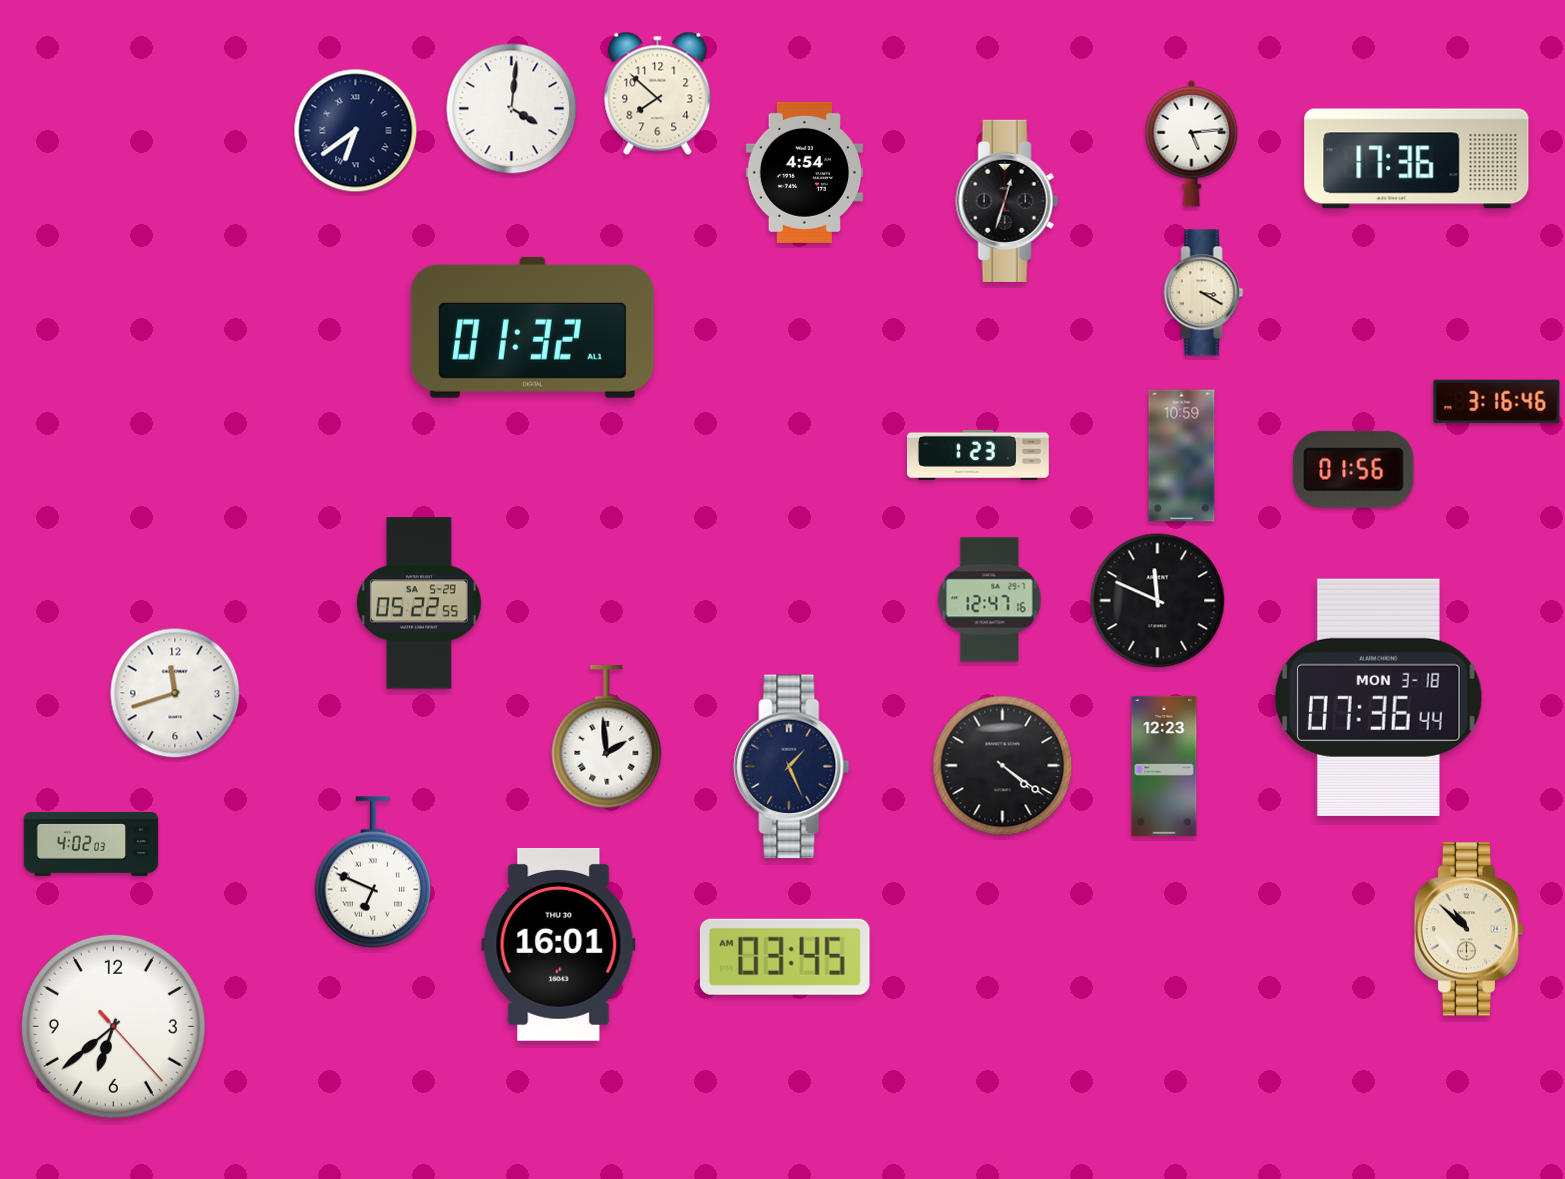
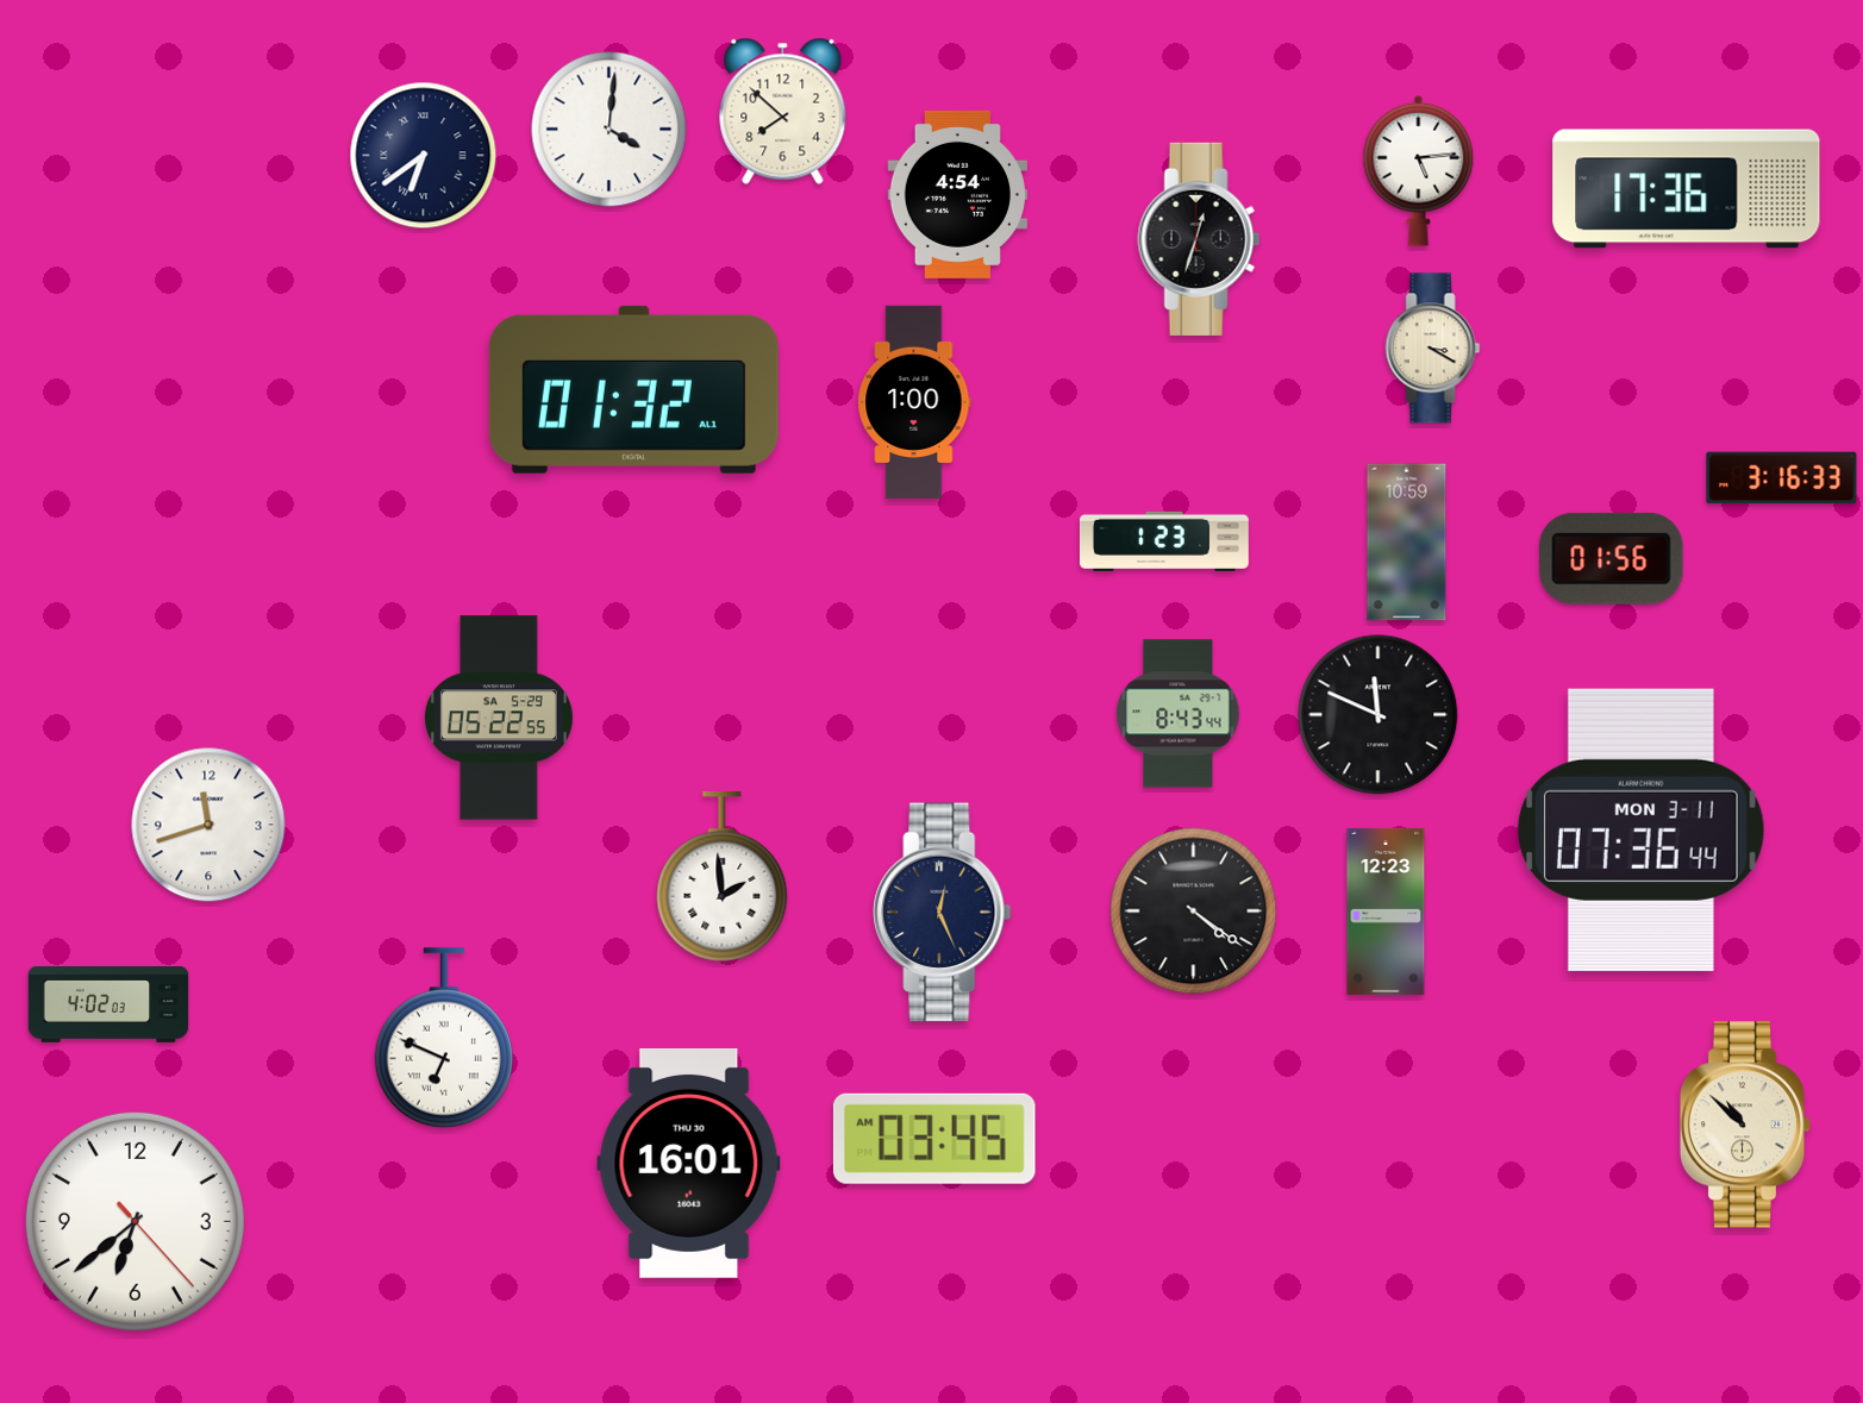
clock at (804, 172) position: (804, 172) -> (957, 194)
clock at (914, 402): none -> 1:00
clock at (1497, 402): 3:16:46 -> 3:16:33
clock at (990, 600): 12:47 -> 8:43
clock at (1378, 697) date: MON 3-18 -> MON 3-11
clock at (792, 767): 1:26 -> 12:26
clock at (1469, 929) position: (1469, 929) -> (1745, 1125)
clock at (559, 944) position: (559, 944) -> (689, 1163)
